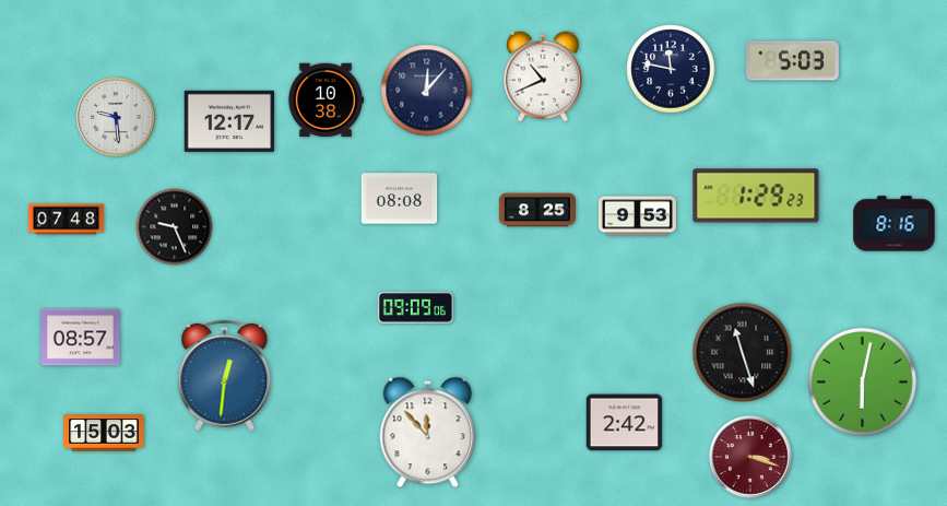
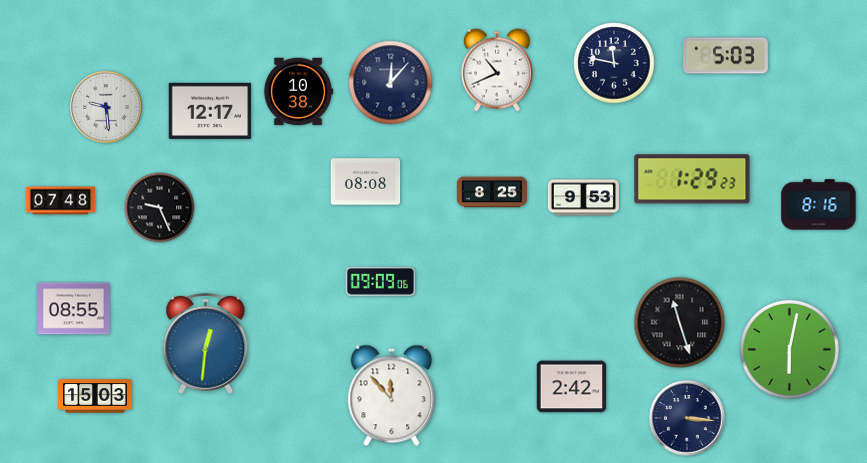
clock at (81, 338): 08:57 -> 08:55
clock at (750, 457): 3:18 -> 3:16
clock at (750, 457) dial: burgundy -> navy
